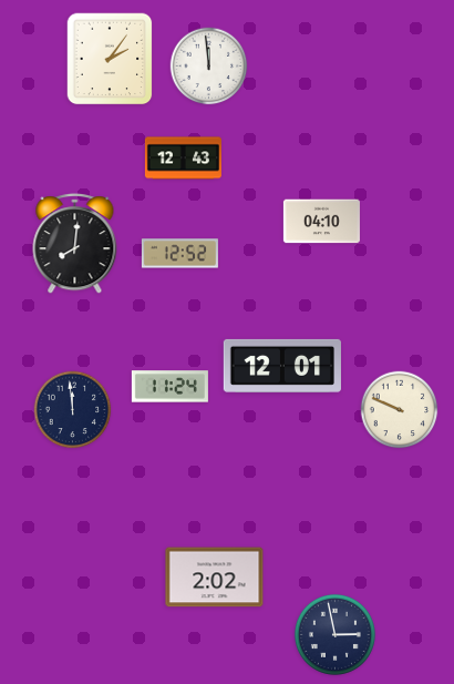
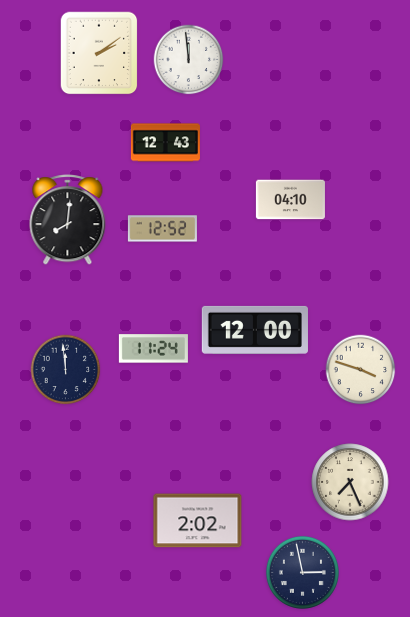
clock at (110, 59): 2:06 -> 2:09
clock at (282, 366): 12:01 -> 12:00
clock at (400, 410): 9:49 -> 3:48
clock at (350, 482): none -> 7:26
clock at (215, 578) position: (215, 578) -> (198, 521)
